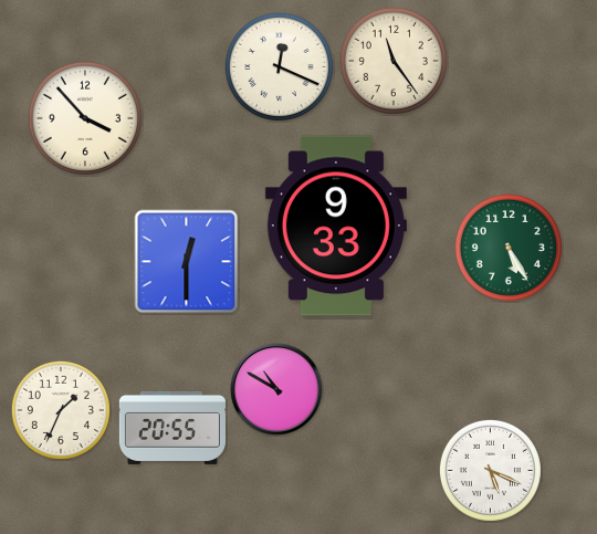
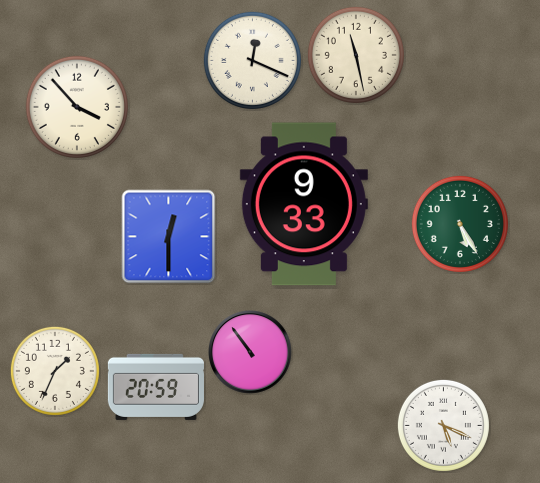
clock at (394, 61): 11:24 -> 11:28
clock at (277, 390): 10:50 -> 10:54
clock at (172, 428): 20:55 -> 20:59
